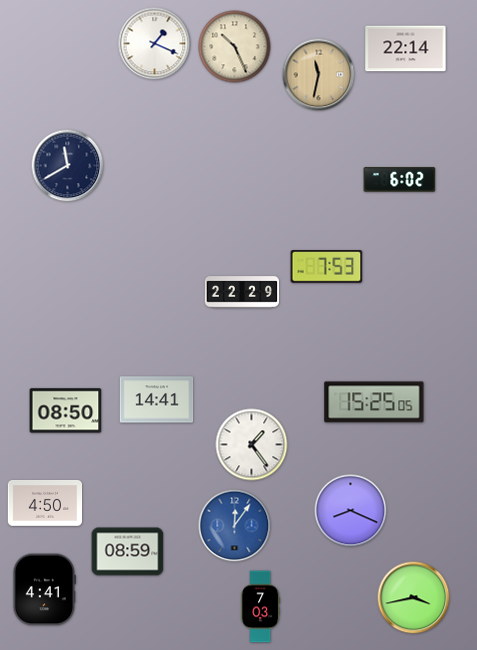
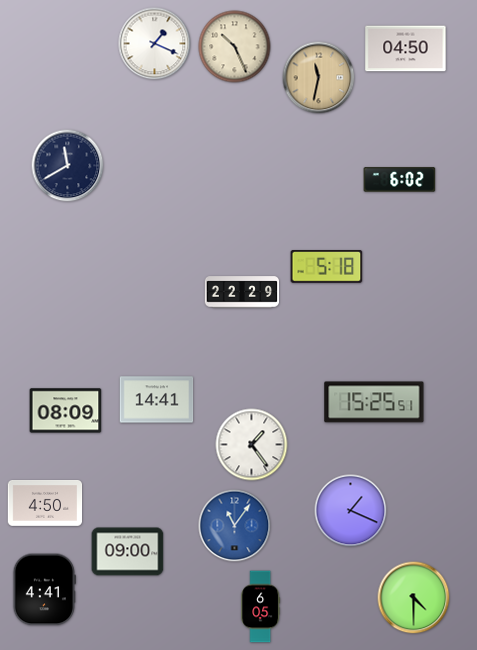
clock at (406, 49): 22:14 -> 04:50
clock at (319, 75) position: (319, 75) -> (319, 78)
clock at (327, 267): 7:53 -> 5:18
clock at (374, 402): 15:25:05 -> 15:25:51
clock at (66, 411): 08:50 -> 08:09
clock at (351, 511): 8:19 -> 1:19
clock at (235, 526): 12:06 -> 11:06
clock at (128, 552): 08:59 -> 09:00
clock at (414, 598): 3:43 -> 4:30
clock at (261, 607): 7:03 -> 6:05
